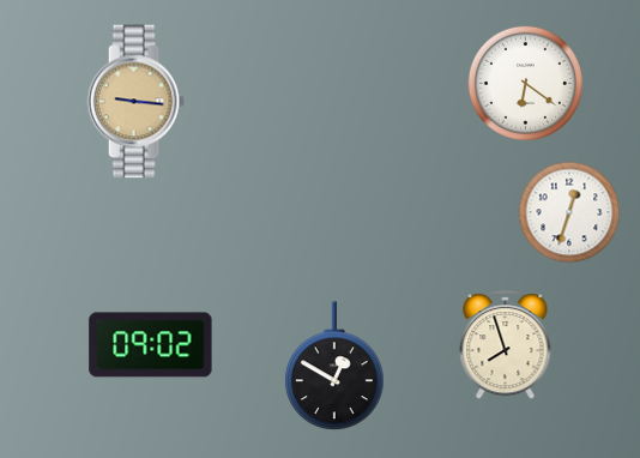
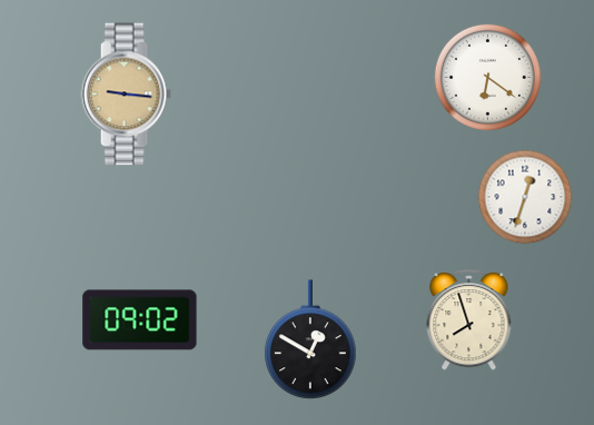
clock at (569, 212) position: (569, 212) -> (525, 197)
